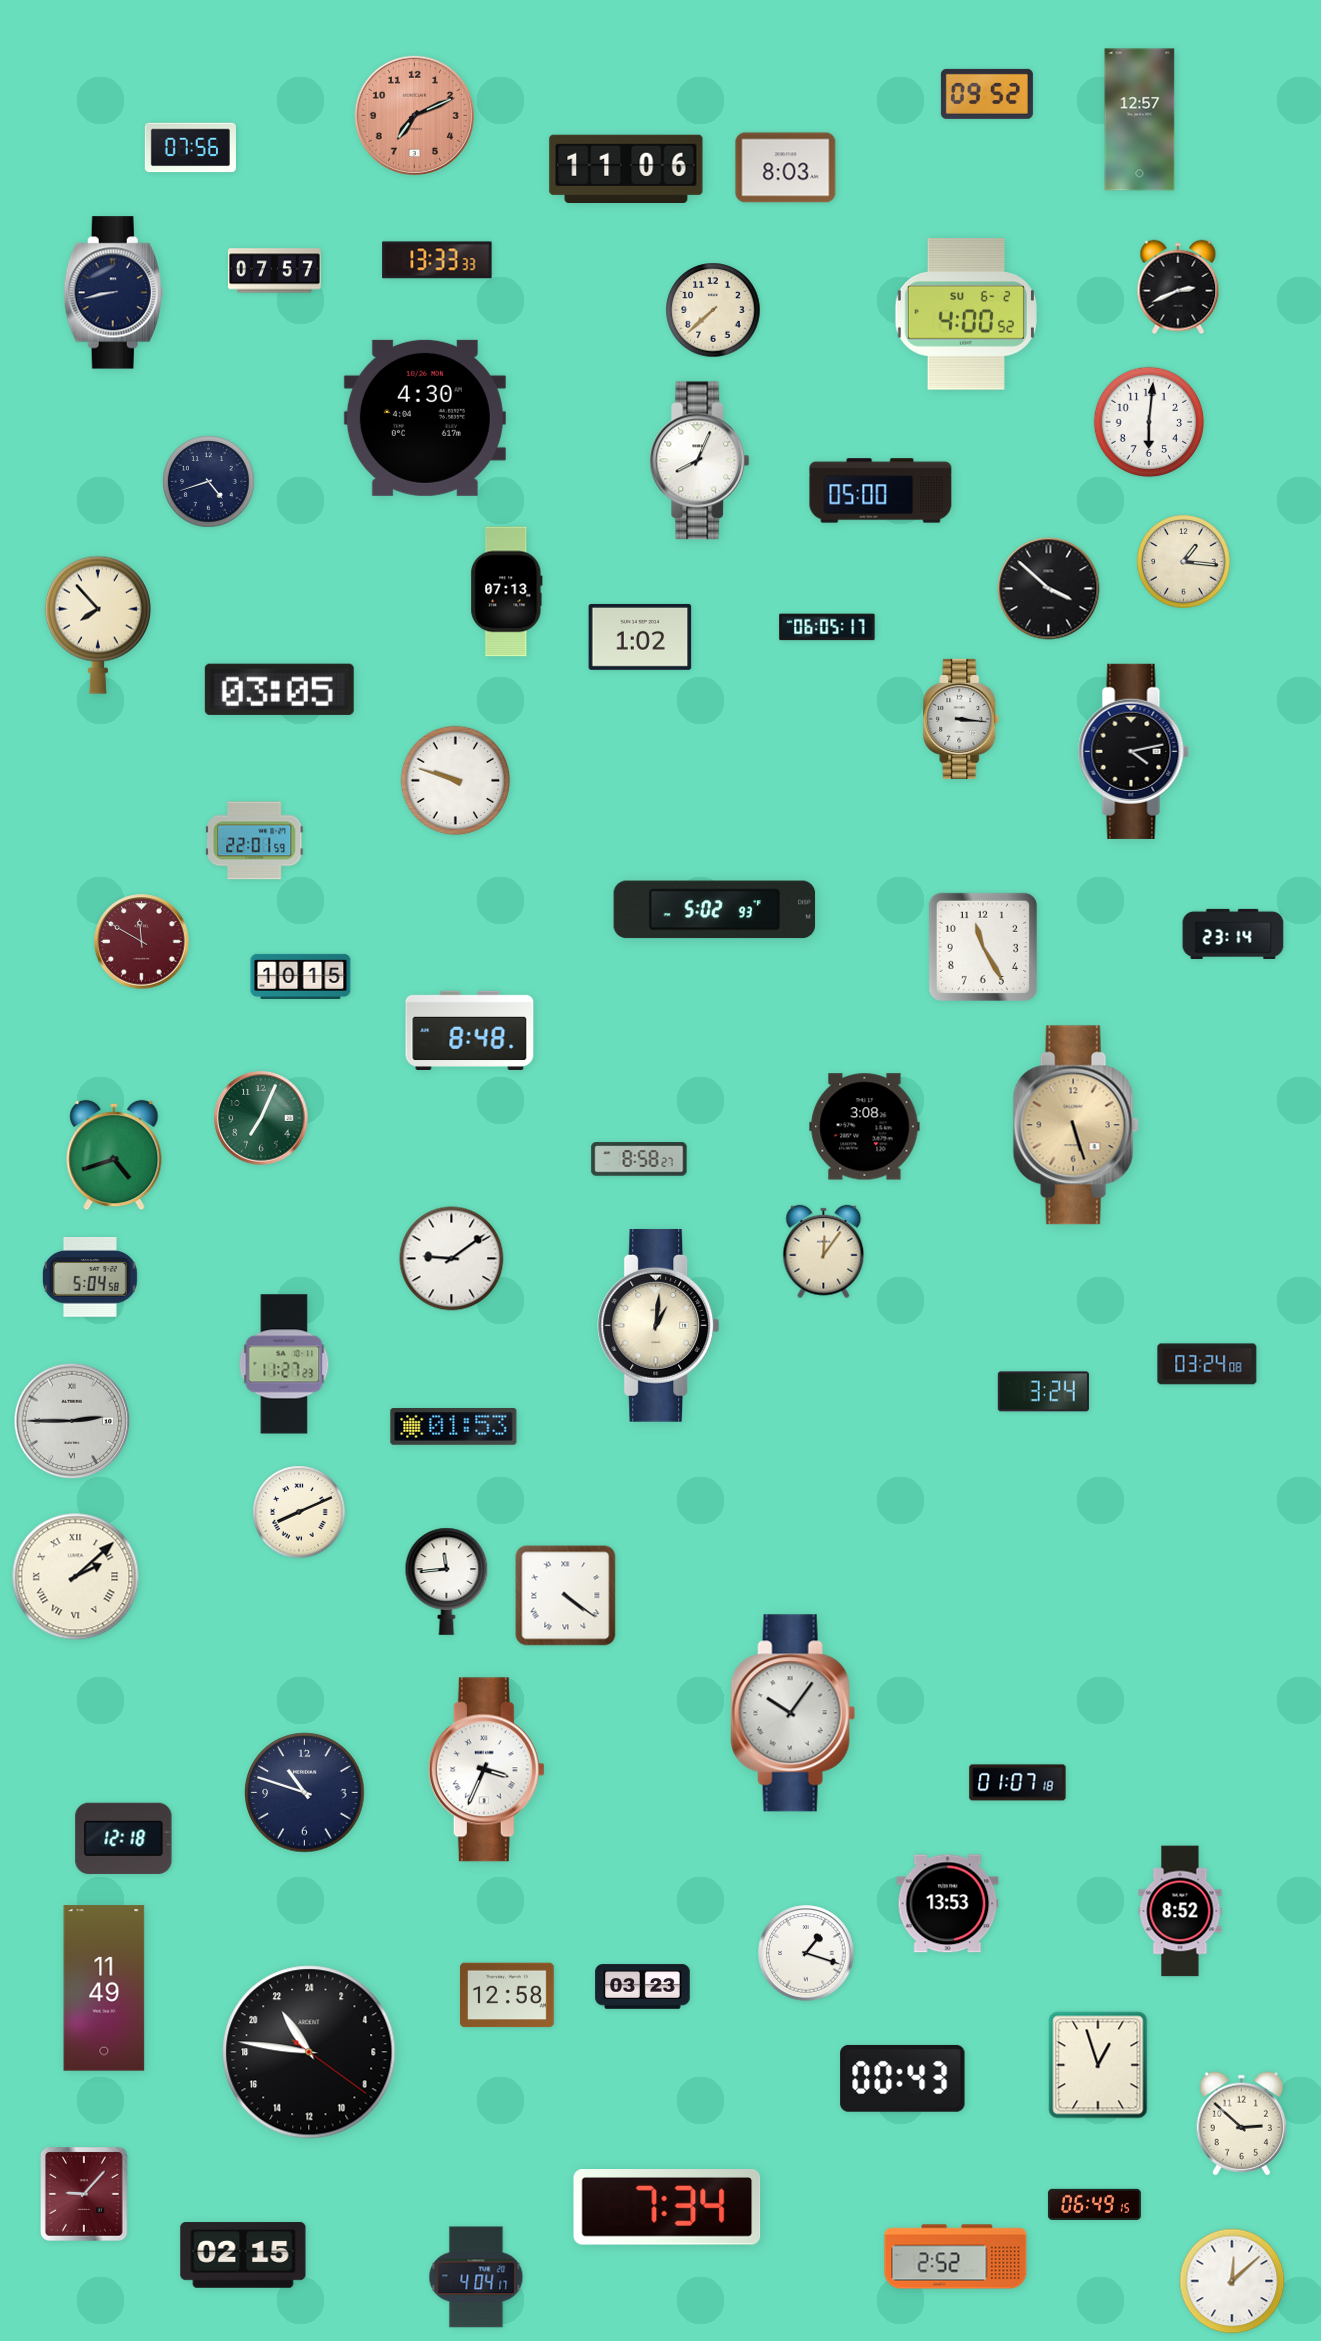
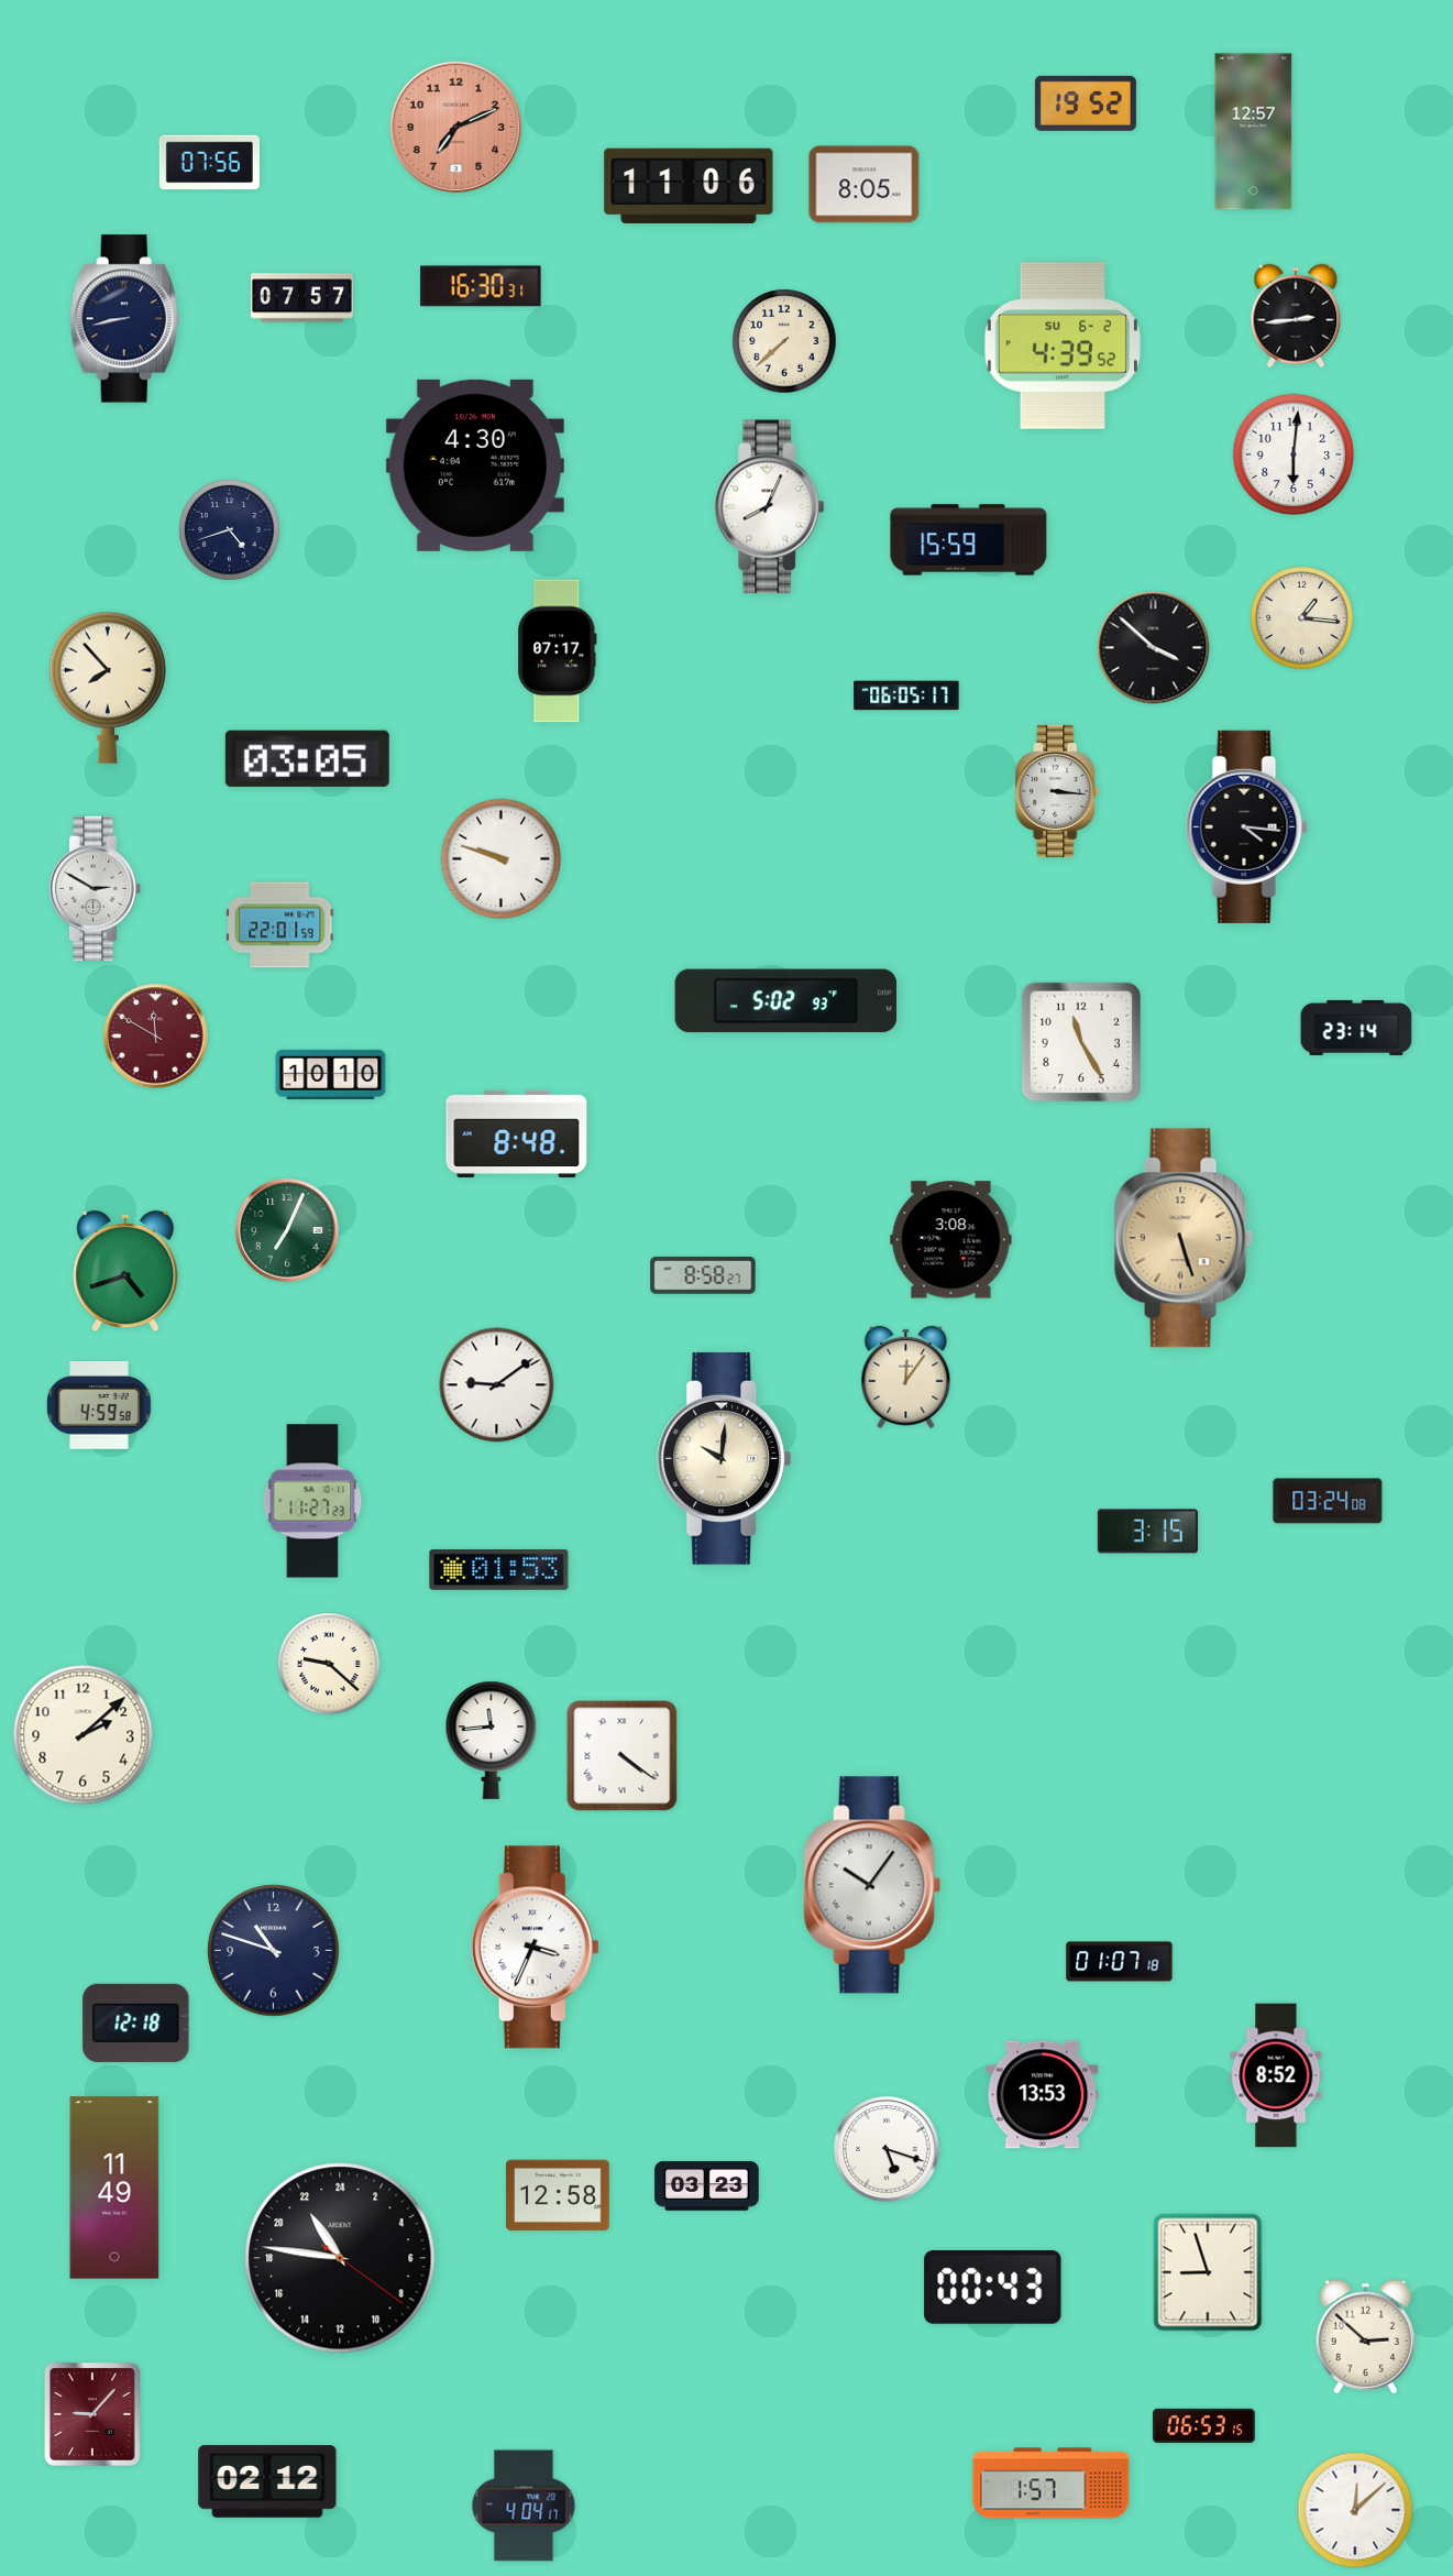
clock at (987, 94): 09:52 -> 19:52
clock at (786, 168): 8:03 -> 8:05
clock at (437, 260): 13:33 -> 16:30
clock at (1178, 287): 2:41 -> 2:44
clock at (113, 293) position: (113, 293) -> (124, 319)
clock at (966, 314): 4:00 -> 4:39
clock at (425, 418) position: (425, 418) -> (475, 465)
clock at (1149, 422) position: (1149, 422) -> (1294, 454)
clock at (881, 491): 05:00 -> 15:59
clock at (507, 592): 07:13 -> 07:17
clock at (827, 627) position: (827, 627) -> (906, 695)
clock at (640, 637): 1:02 -> none
clock at (1133, 751): 4:13 -> 4:16
clock at (96, 889): none -> 2:50
clock at (301, 976): 10:15 -> 10:10
clock at (90, 1278): 5:04 -> 4:59
clock at (659, 1325): 1:01 -> 10:01
clock at (1043, 1392): 3:24 -> 3:15
clock at (72, 1421): 2:45 -> none
clock at (299, 1512): 8:11 -> 9:22
clock at (76, 1577) numerals: Roman -> Arabic
clock at (305, 1793) position: (305, 1793) -> (274, 1951)
clock at (1180, 1911) position: (1180, 1911) -> (1276, 2075)
clock at (806, 1953): 1:18 -> 5:18
clock at (1098, 2065): 12:57 -> 8:57
clock at (1095, 2204): 06:49 -> 06:53
clock at (667, 2208): 7:34 -> none
clock at (243, 2255): 02:15 -> 02:12
clock at (956, 2257): 2:52 -> 1:57
